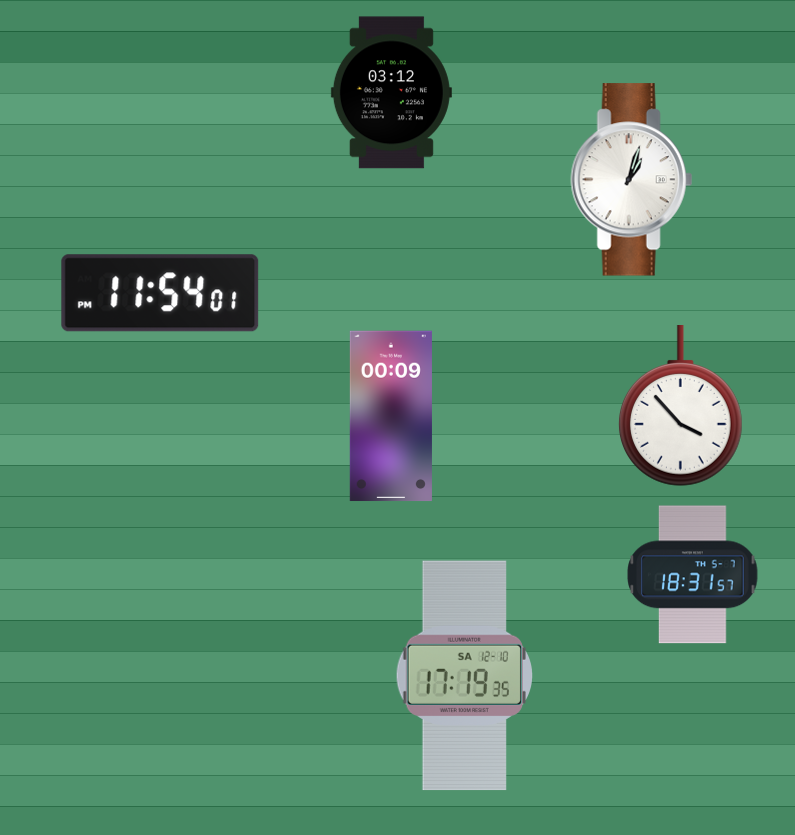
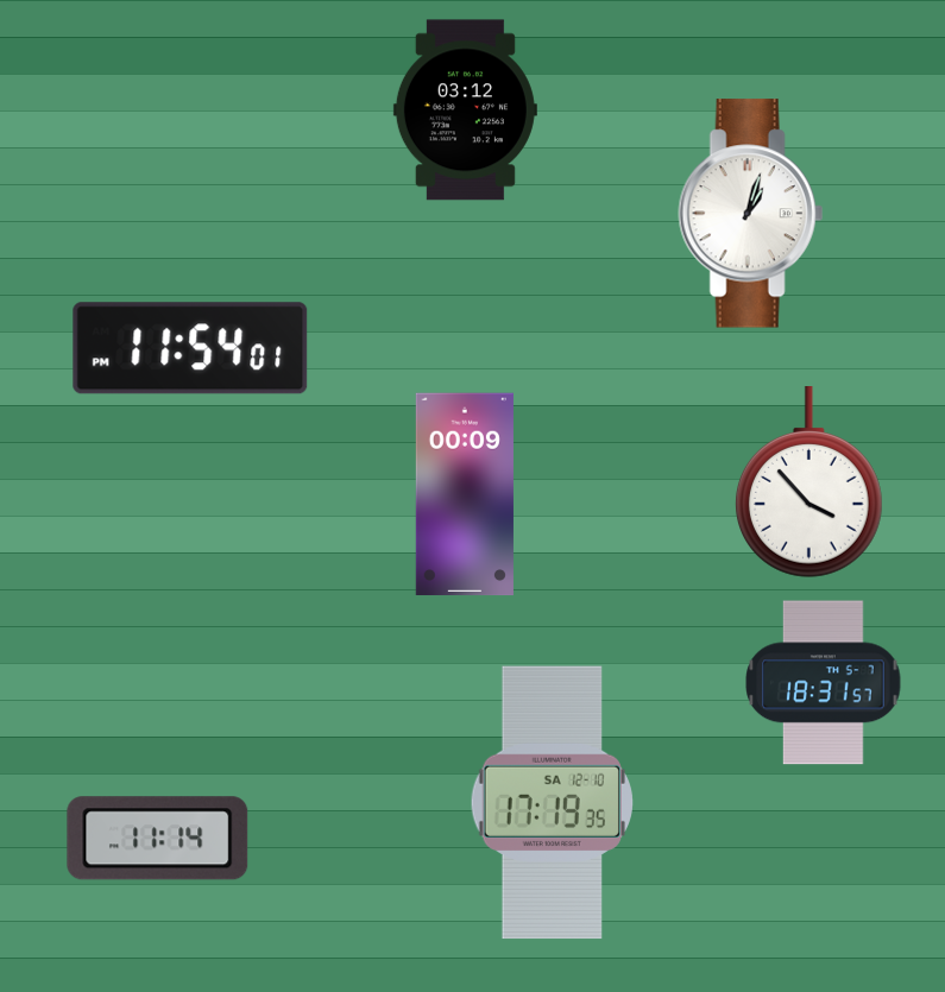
clock at (158, 839): none -> 11:14
